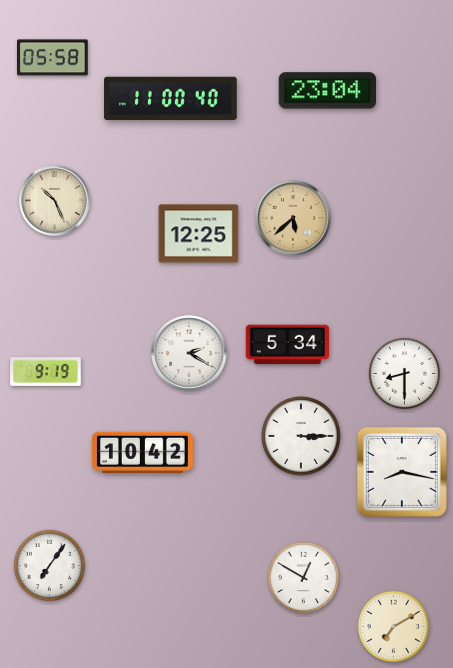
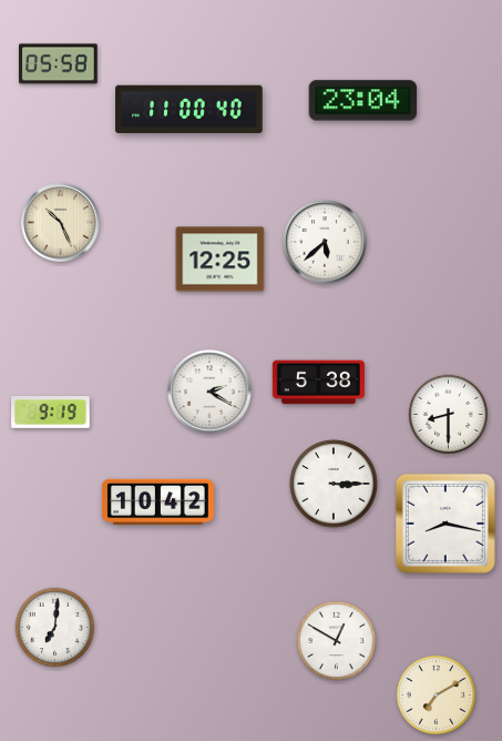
clock at (293, 218) dial: champagne -> white
clock at (287, 345): 5:34 -> 5:38
clock at (50, 566): 7:06 -> 7:01
